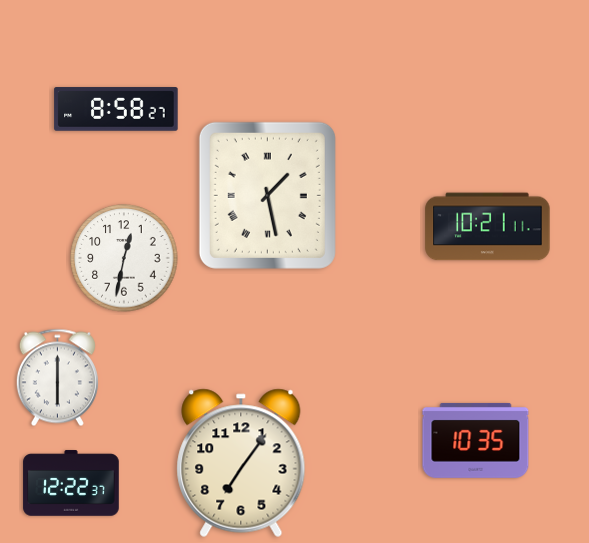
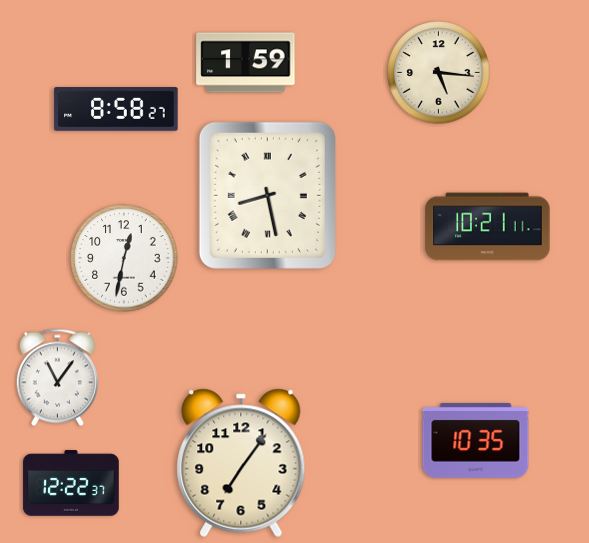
clock at (246, 63): none -> 1:59
clock at (439, 73): none -> 5:16
clock at (267, 195): 1:28 -> 8:28
clock at (57, 378): 6:00 -> 11:06
